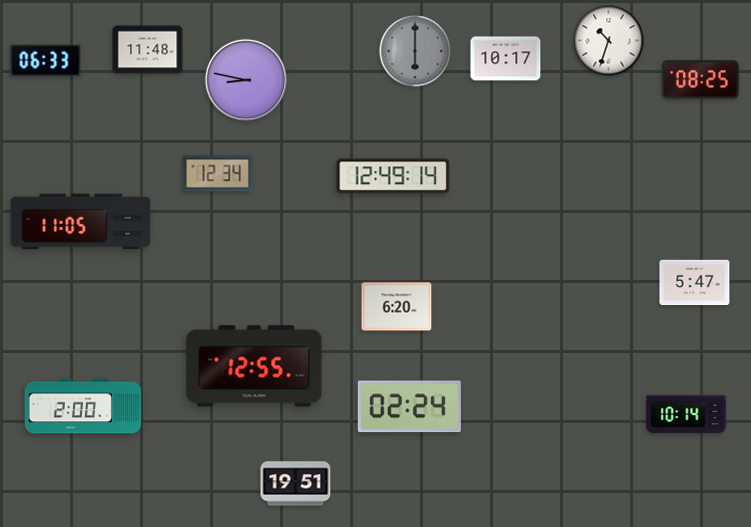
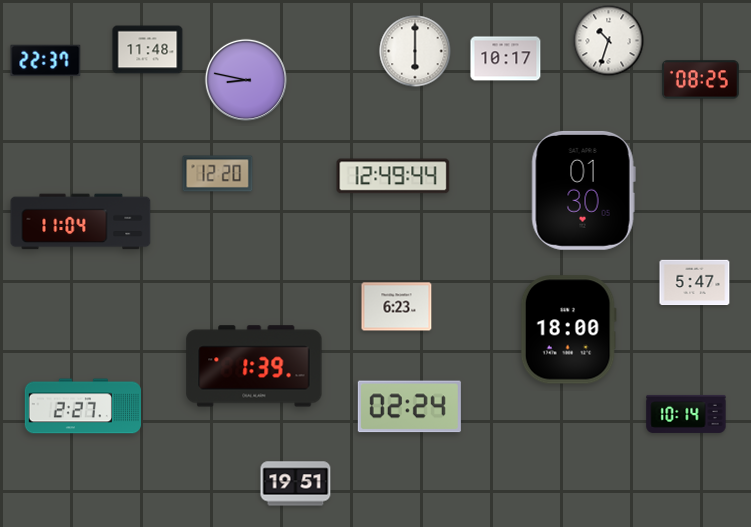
clock at (415, 51) dial: grey -> white
clock at (46, 61): 06:33 -> 22:37
clock at (218, 174): 12:34 -> 12:20
clock at (393, 176): 12:49:14 -> 12:49:44
clock at (583, 190): none -> 01:30
clock at (81, 222): 11:05 -> 11:04
clock at (397, 307): 6:20 -> 6:23
clock at (568, 330): none -> 18:00
clock at (254, 366): 12:55 -> 1:39
clock at (83, 406): 2:00 -> 2:27
